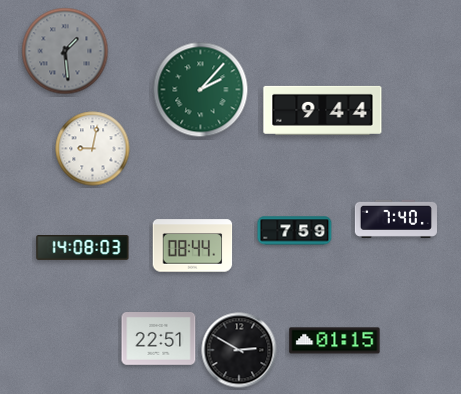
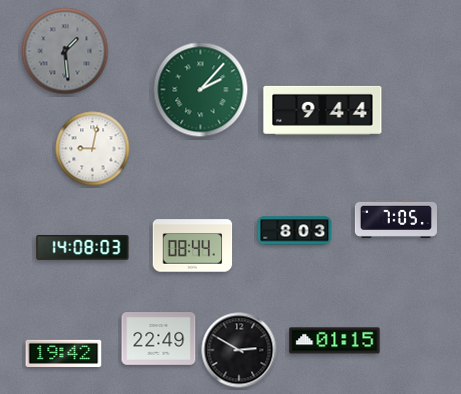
clock at (395, 219): 7:40 -> 7:05
clock at (295, 231): 7:59 -> 8:03
clock at (159, 339): 22:51 -> 22:49
clock at (64, 353): none -> 19:42
